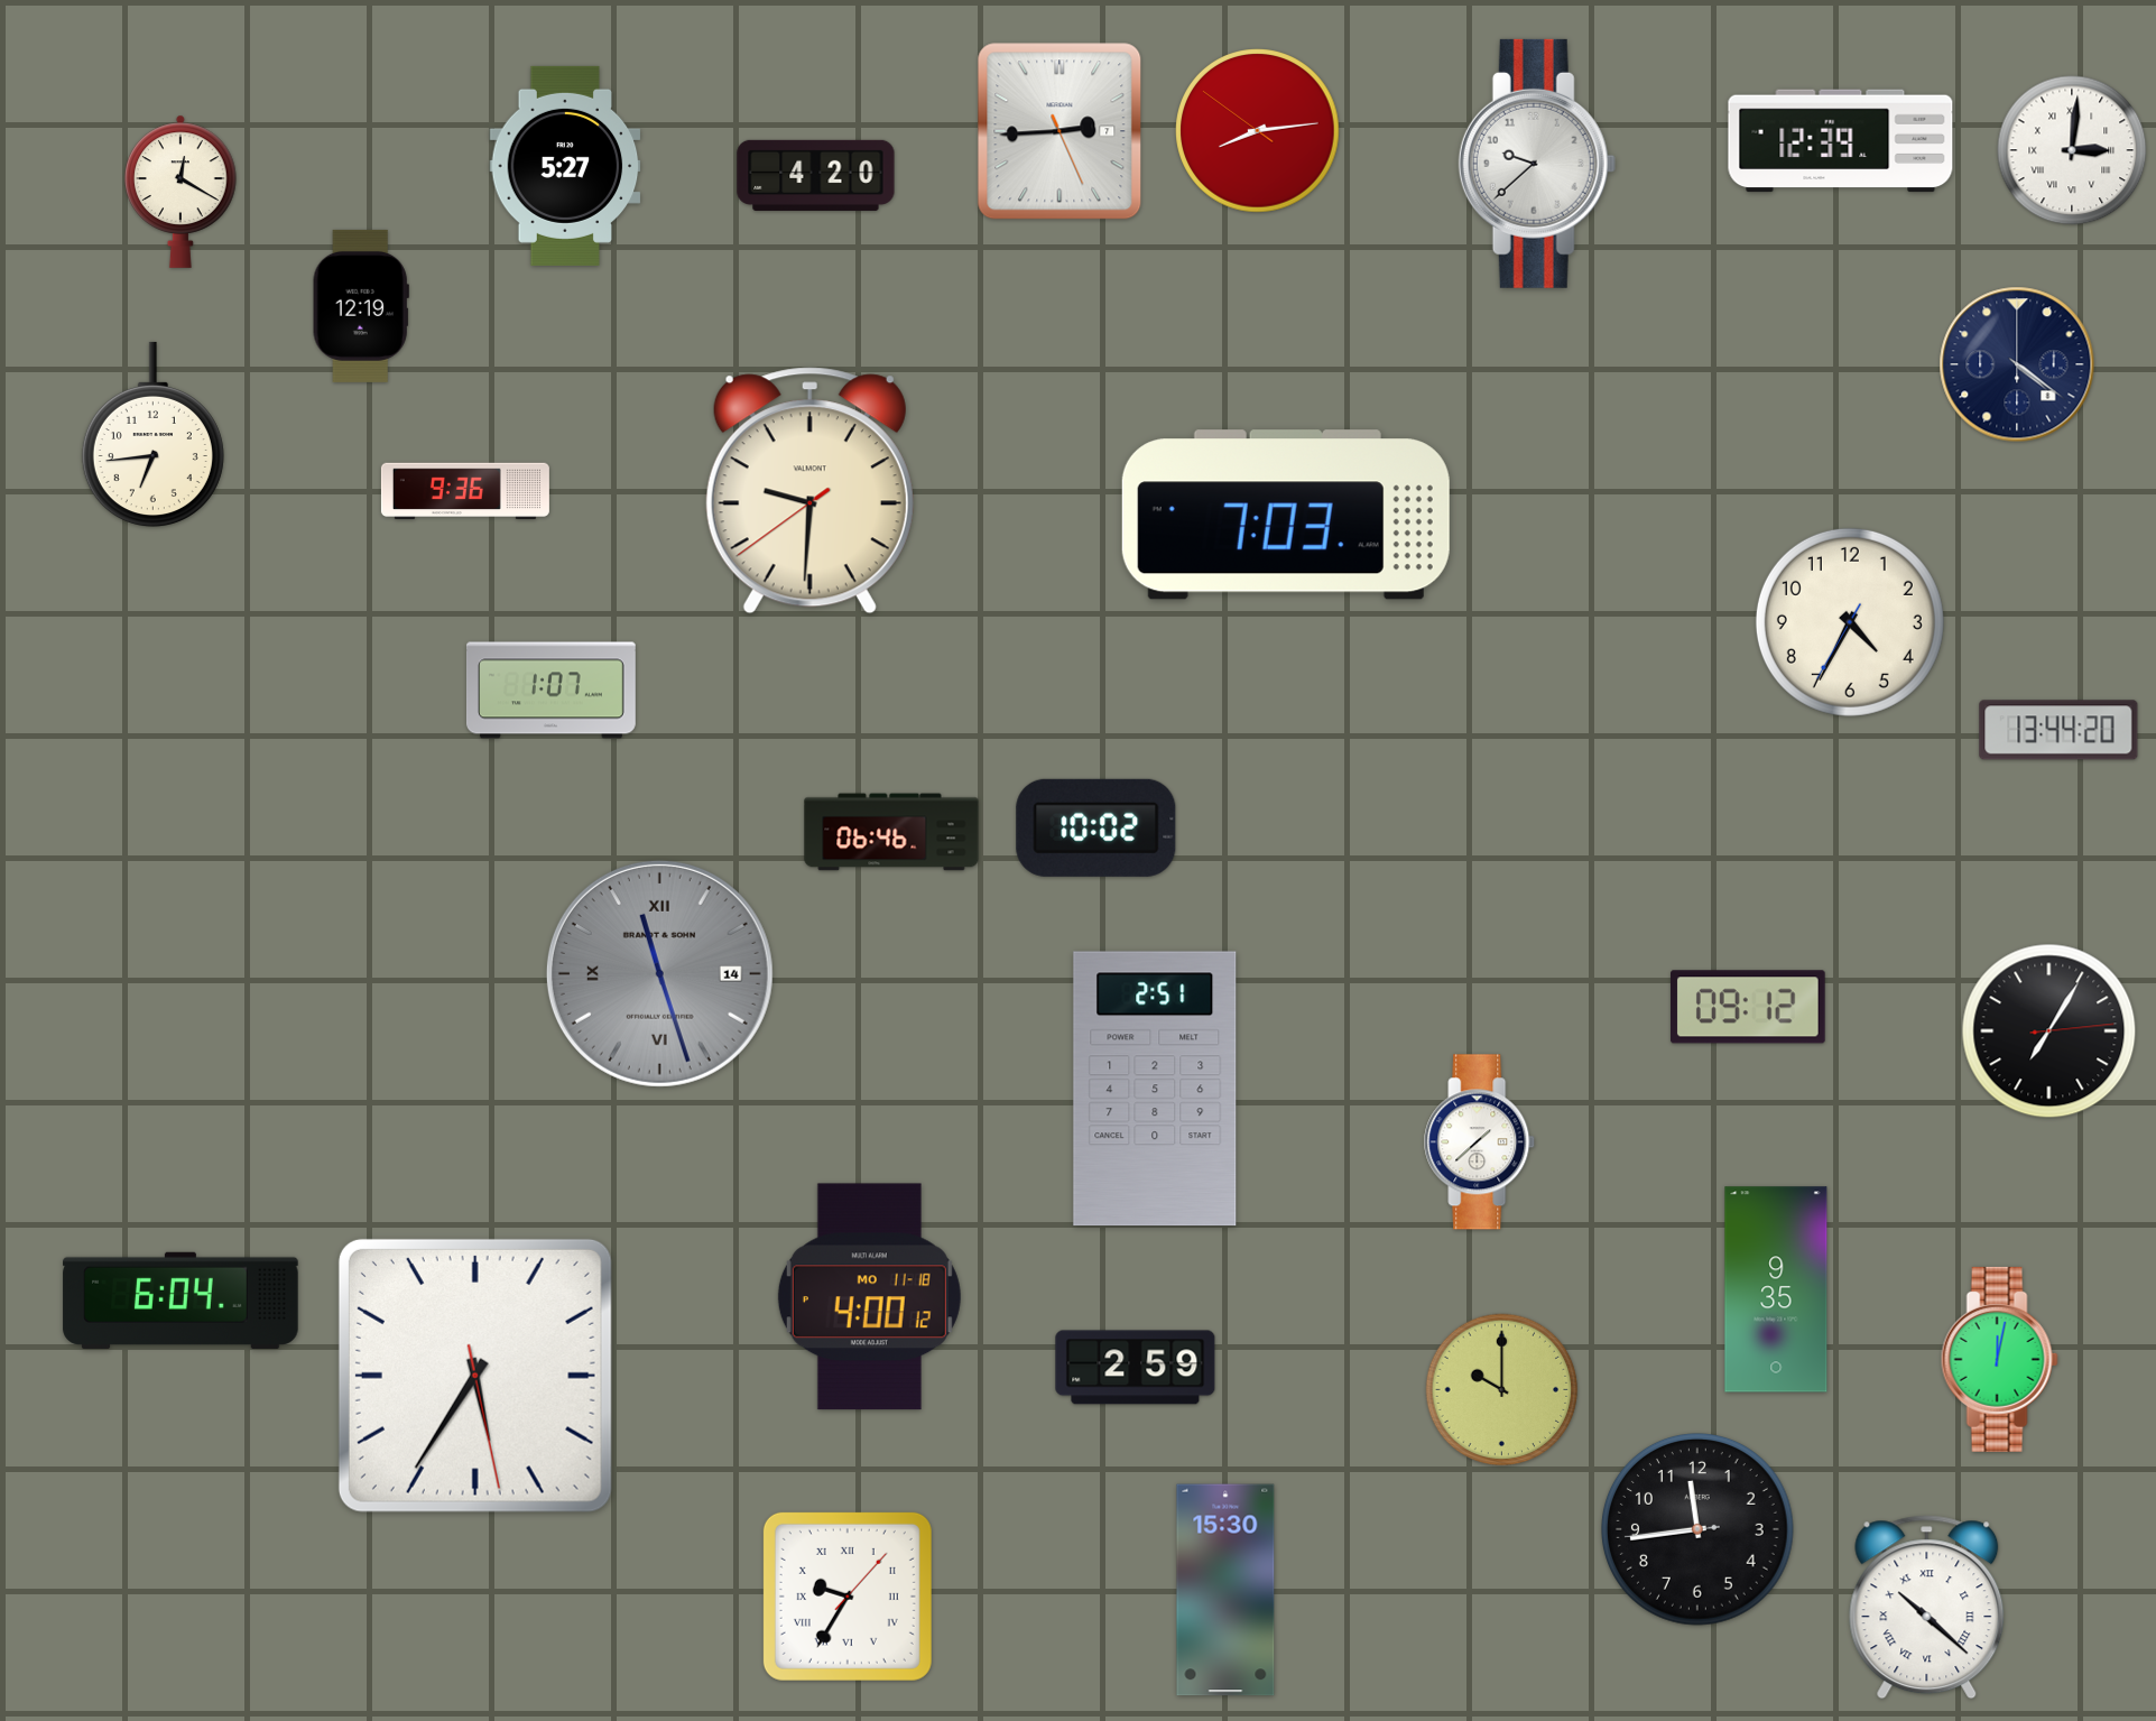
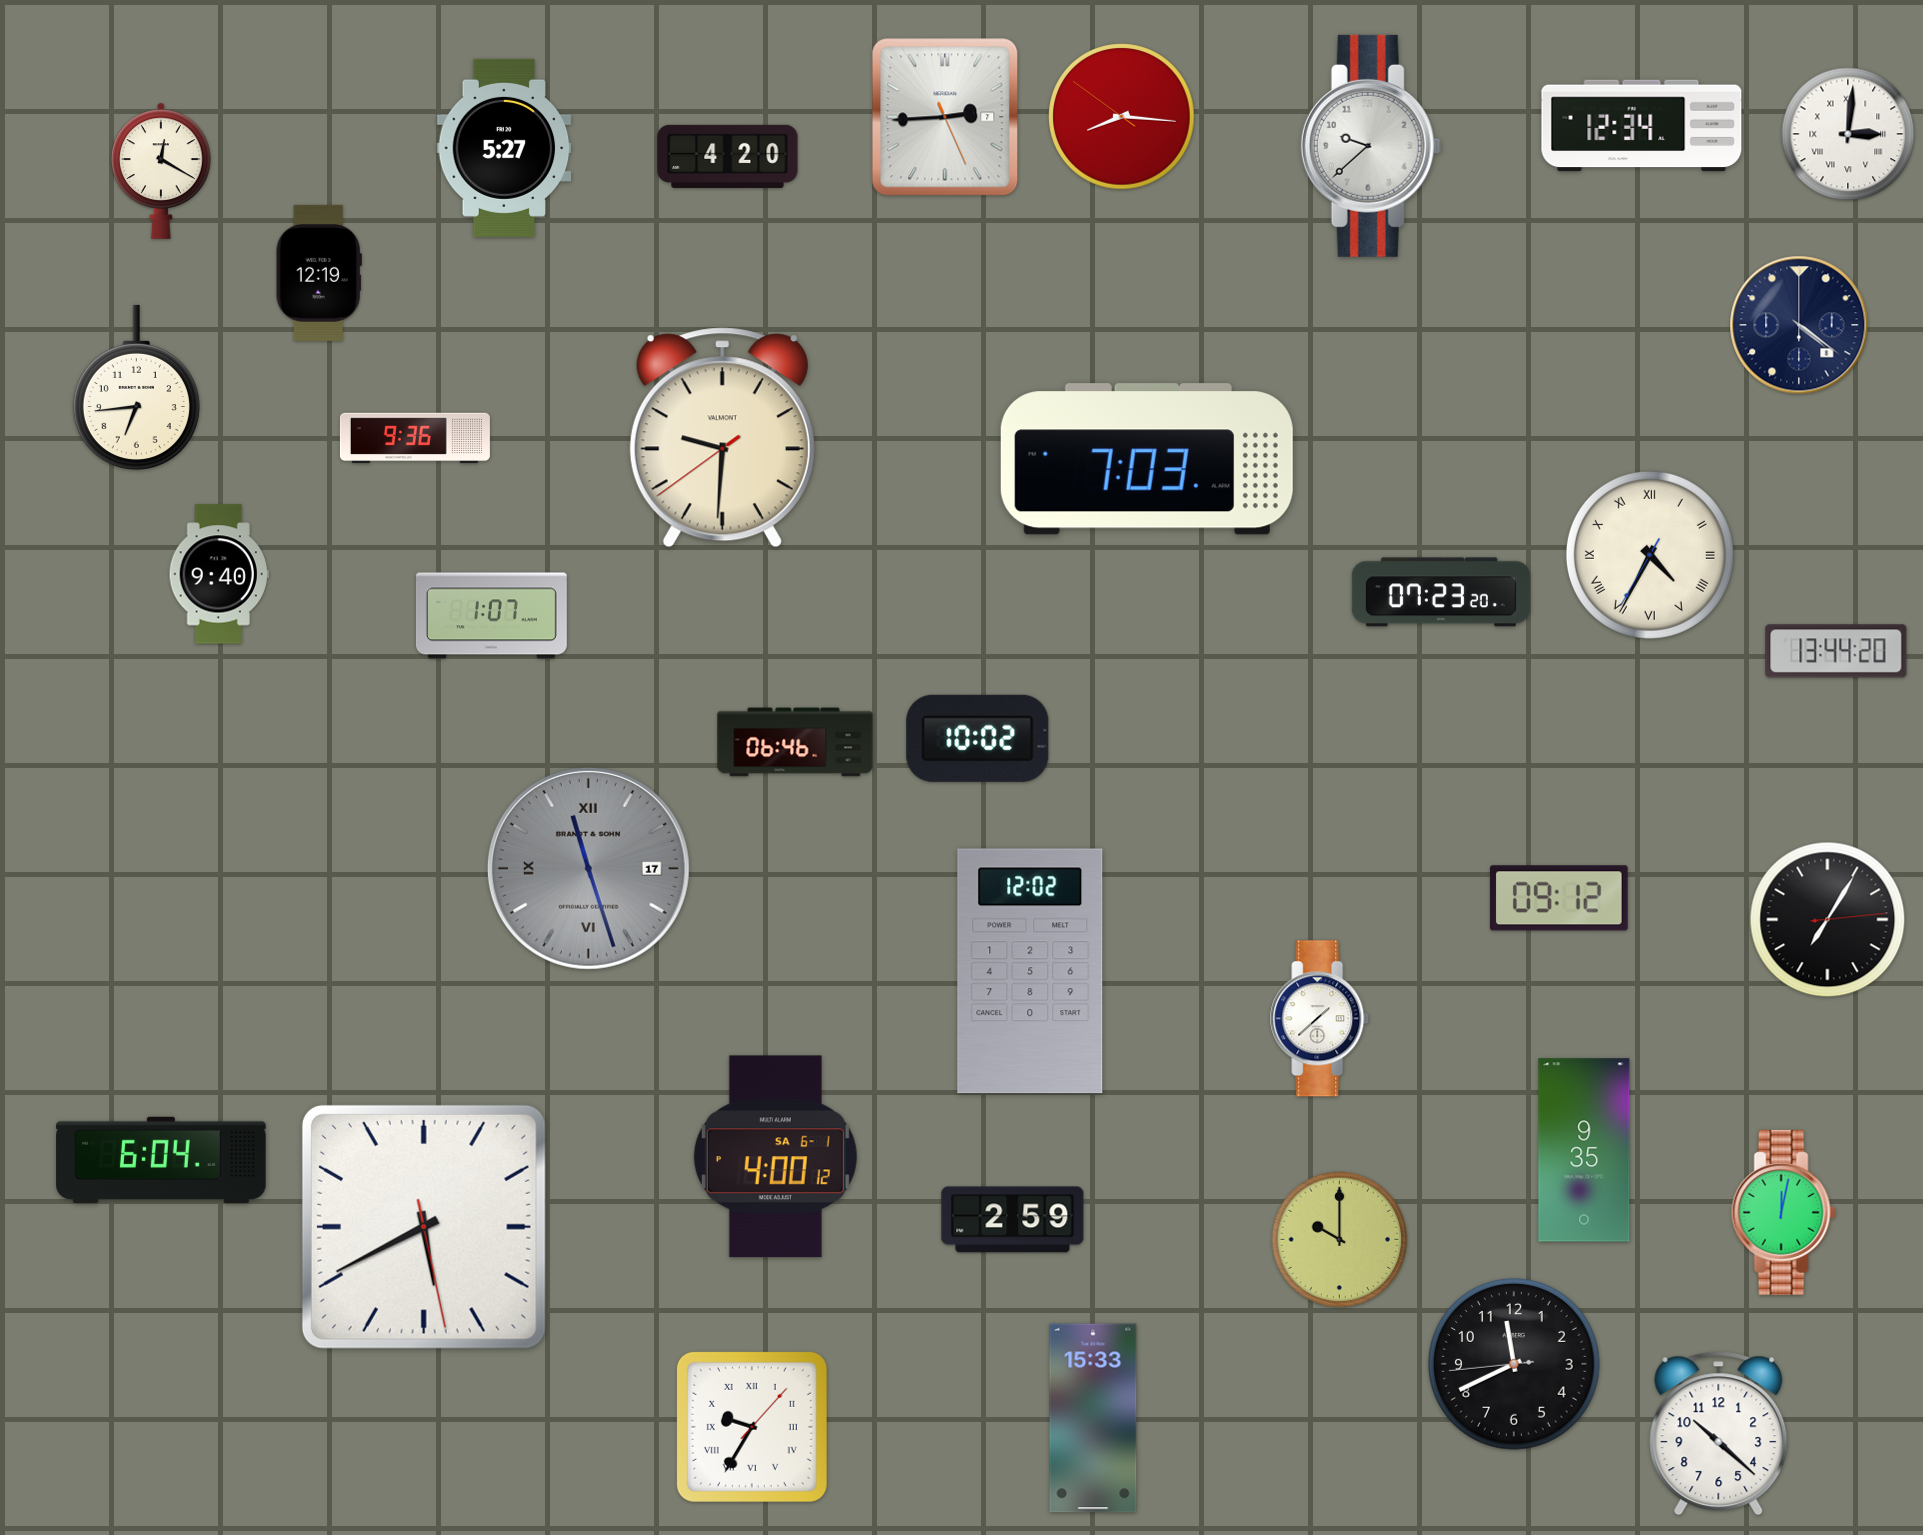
clock at (1258, 131): 8:13 -> 8:15
clock at (1841, 141): 12:39 -> 12:34
clock at (361, 306) position: (361, 306) -> (319, 273)
clock at (1850, 622) numerals: Arabic -> Roman
clock at (219, 574): none -> 9:40
clock at (1441, 592): none -> 07:23
clock at (659, 973) date: 14 -> 17
clock at (1155, 1089): 2:51 -> 12:02
clock at (869, 1297) date: MO 11-18 -> SA 6-1
clock at (475, 1376): 5:35 -> 5:40
clock at (1699, 1530): 11:43 -> 11:40
clock at (1225, 1590): 15:30 -> 15:33
clock at (848, 1597) position: (848, 1597) -> (752, 1427)
clock at (1927, 1608) numerals: Roman -> Arabic
